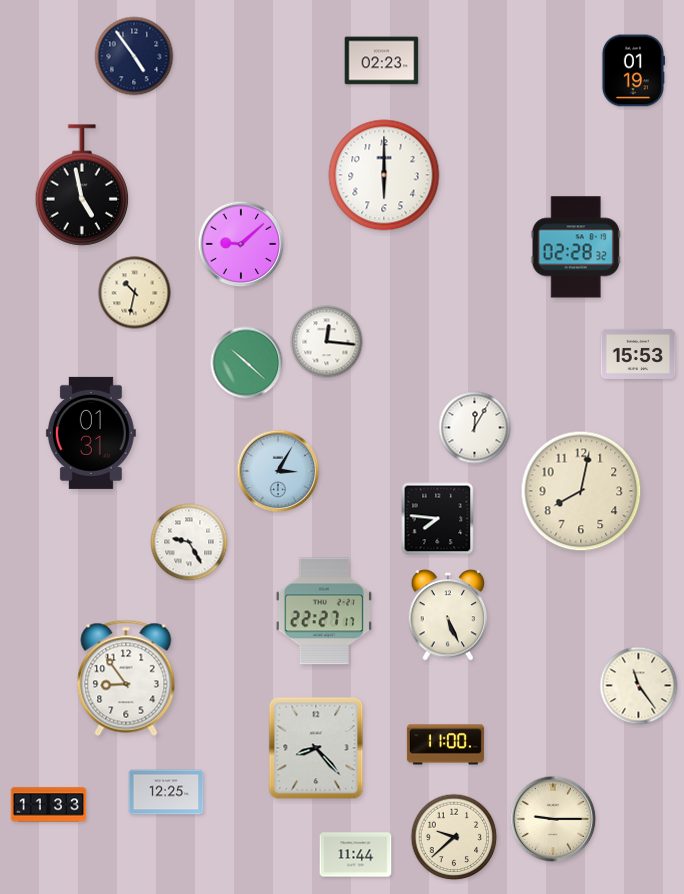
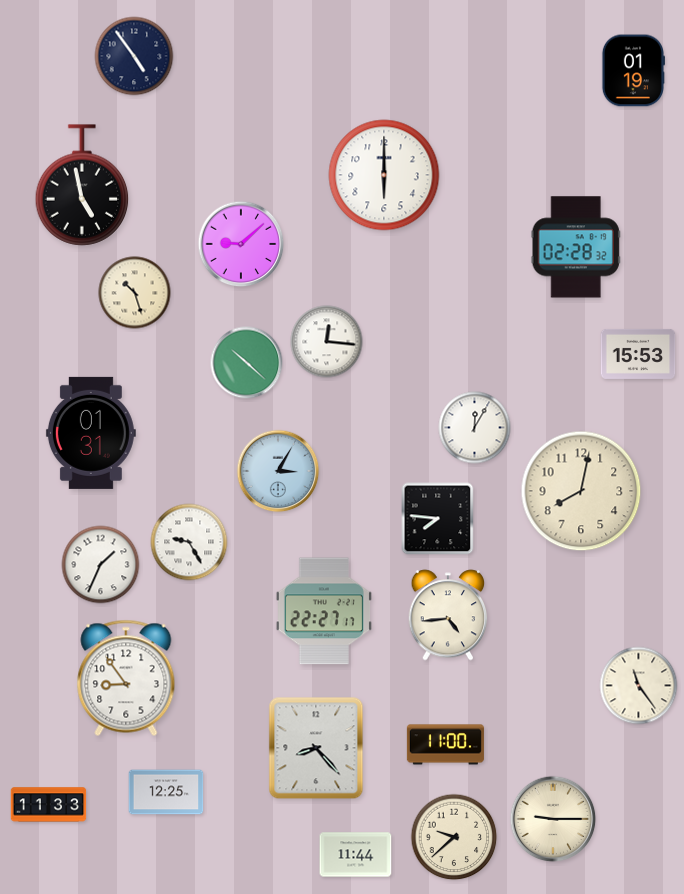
clock at (382, 61): 02:23 -> none
clock at (135, 293): 10:32 -> 10:27
clock at (101, 565): none -> 1:34
clock at (448, 615): 5:26 -> 4:44
